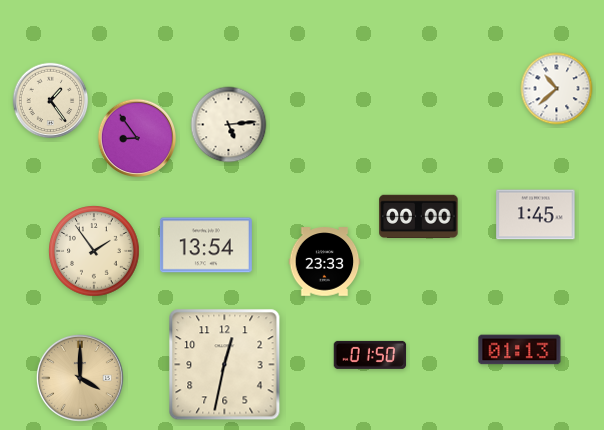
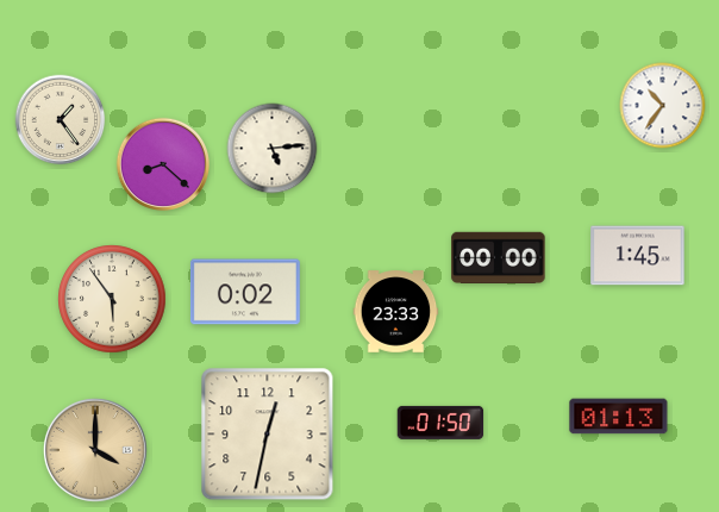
clock at (557, 89): 10:38 -> 10:36
clock at (137, 138): 8:54 -> 8:22
clock at (206, 245): 13:54 -> 0:02
clock at (94, 251): 1:54 -> 5:54
clock at (325, 262) position: (325, 262) -> (396, 312)
